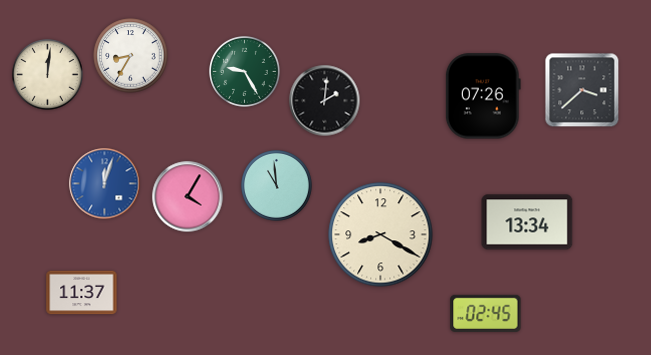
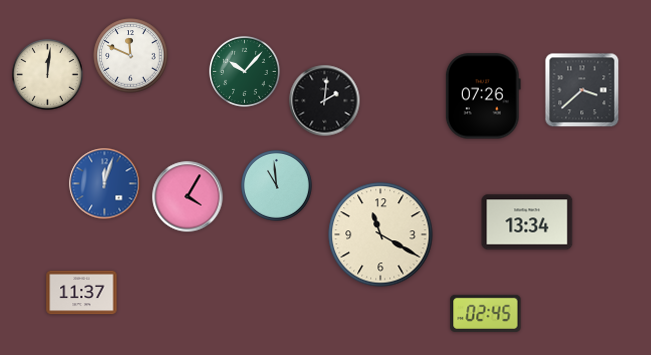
clock at (131, 56): 8:35 -> 11:49
clock at (245, 72): 9:25 -> 10:07
clock at (381, 235): 8:20 -> 11:20
